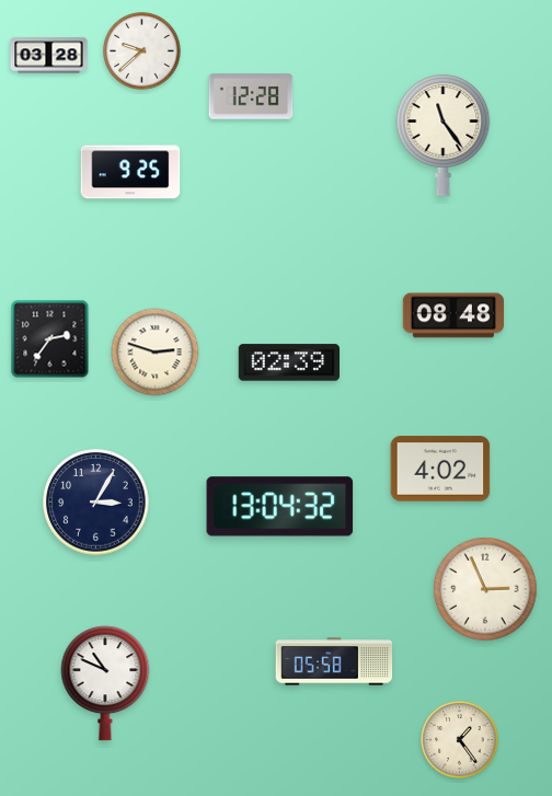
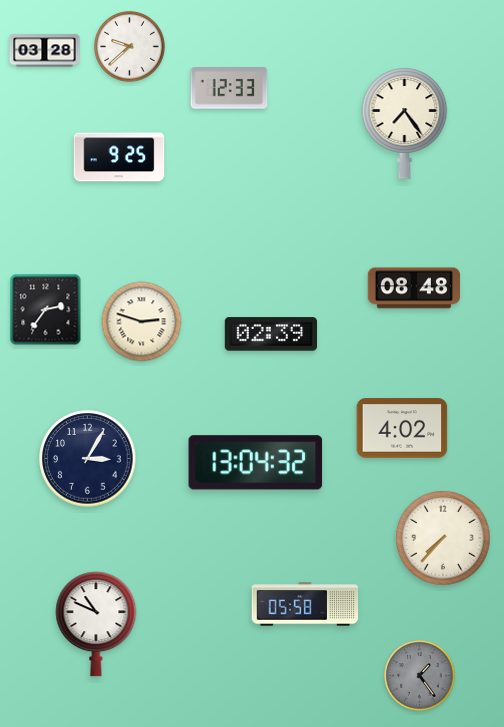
clock at (251, 96): 12:28 -> 12:33
clock at (444, 135): 11:24 -> 7:24
clock at (288, 362) position: (288, 362) -> (270, 334)
clock at (486, 590): 2:56 -> 7:37
clock at (460, 740) dial: cream -> grey
